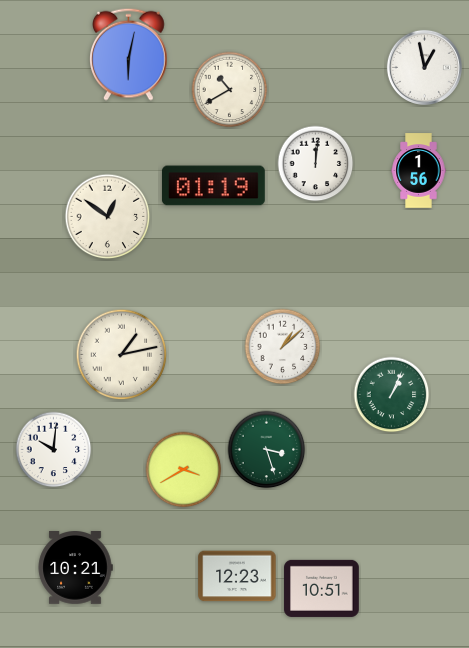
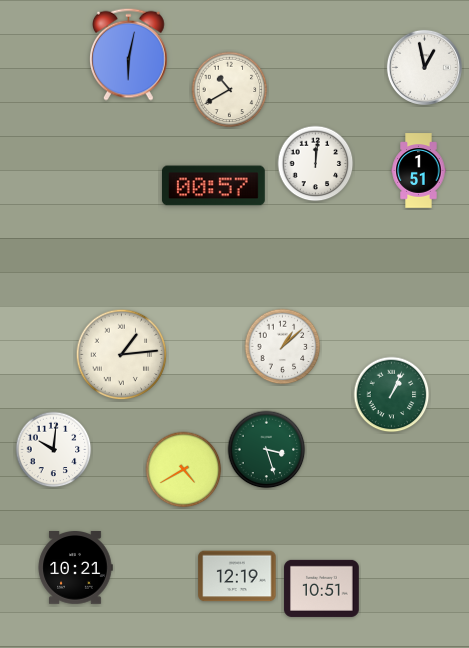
clock at (419, 171): 1:56 -> 1:51
clock at (213, 186): 01:19 -> 00:57
clock at (108, 217): 12:51 -> none
clock at (122, 355): 1:13 -> 1:14
clock at (184, 470): 3:40 -> 4:40
clock at (237, 576): 12:23 -> 12:19
